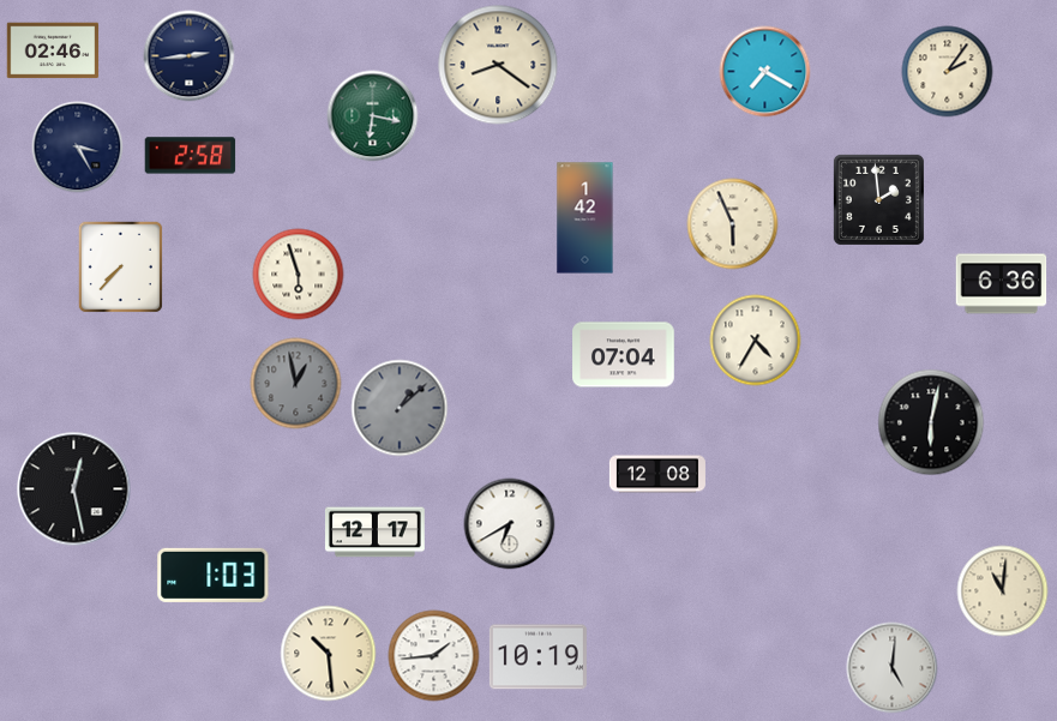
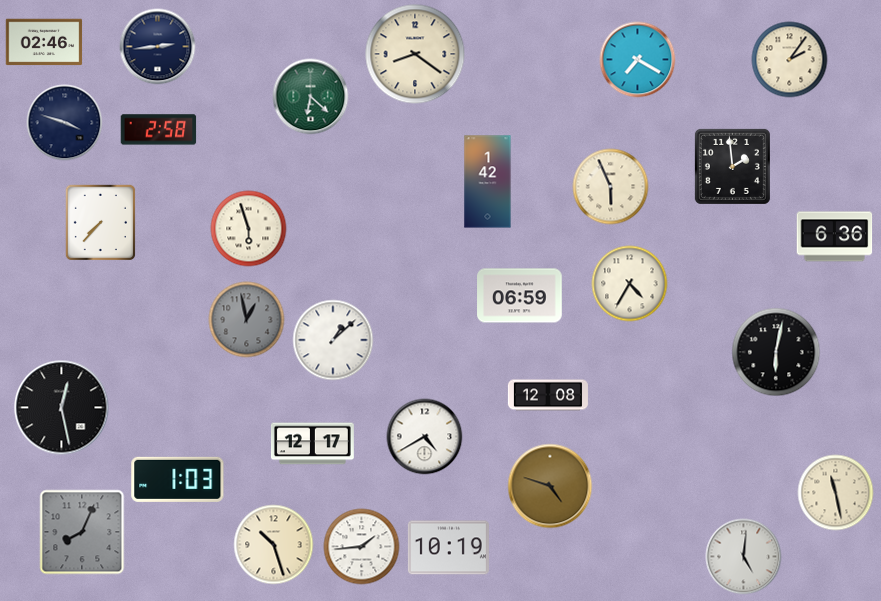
clock at (373, 116): 6:17 -> 6:22
clock at (78, 148): 3:25 -> 3:48
clock at (624, 355): 07:04 -> 06:59
clock at (400, 408) dial: grey -> white
clock at (510, 524): 6:40 -> 4:40
clock at (550, 486): none -> 4:48
clock at (1003, 591): 11:01 -> 11:28
clock at (82, 532): none -> 8:04
clock at (329, 654): 10:29 -> 10:27
